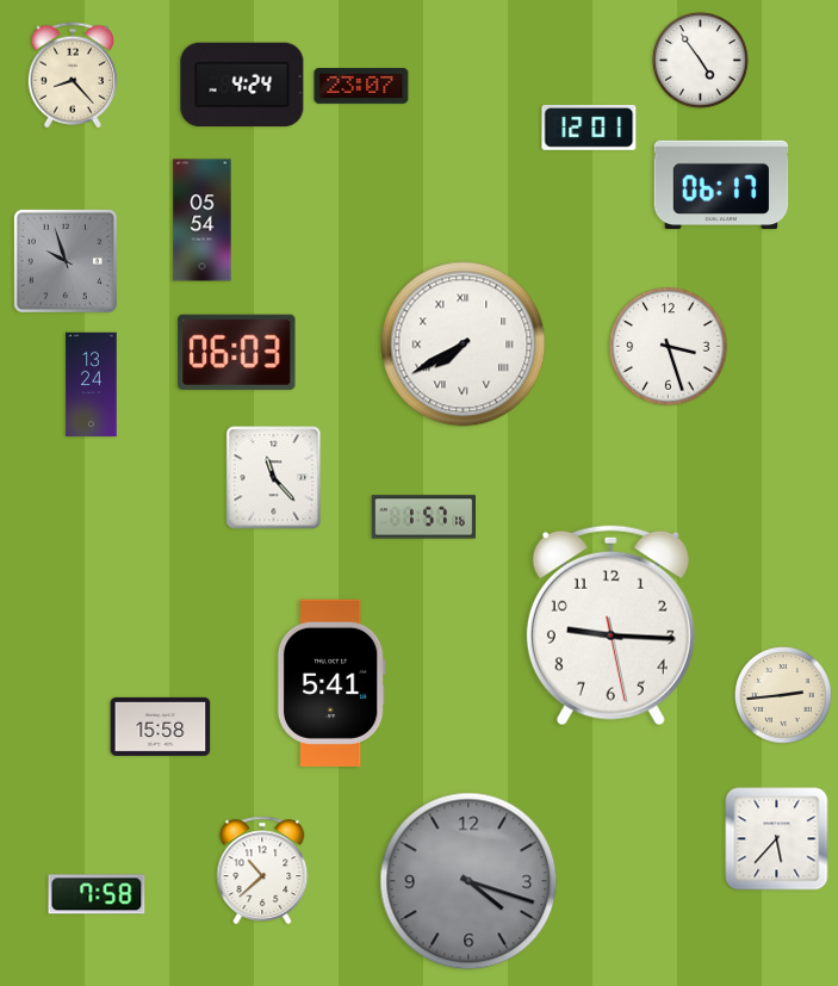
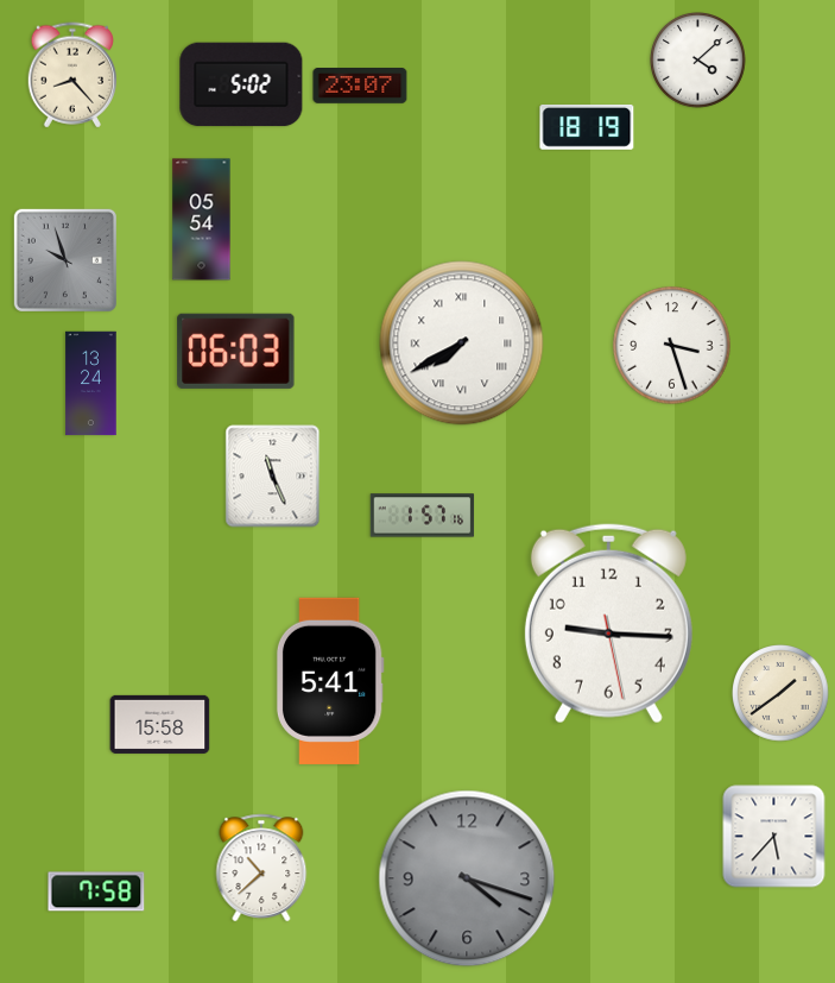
clock at (701, 61): 4:54 -> 4:08
clock at (242, 85): 4:24 -> 5:02
clock at (589, 128): 12:01 -> 18:19
clock at (721, 185): 06:17 -> none
clock at (669, 347) position: (669, 347) -> (672, 346)
clock at (274, 478): 11:23 -> 11:26
clock at (783, 695): 2:44 -> 1:39
